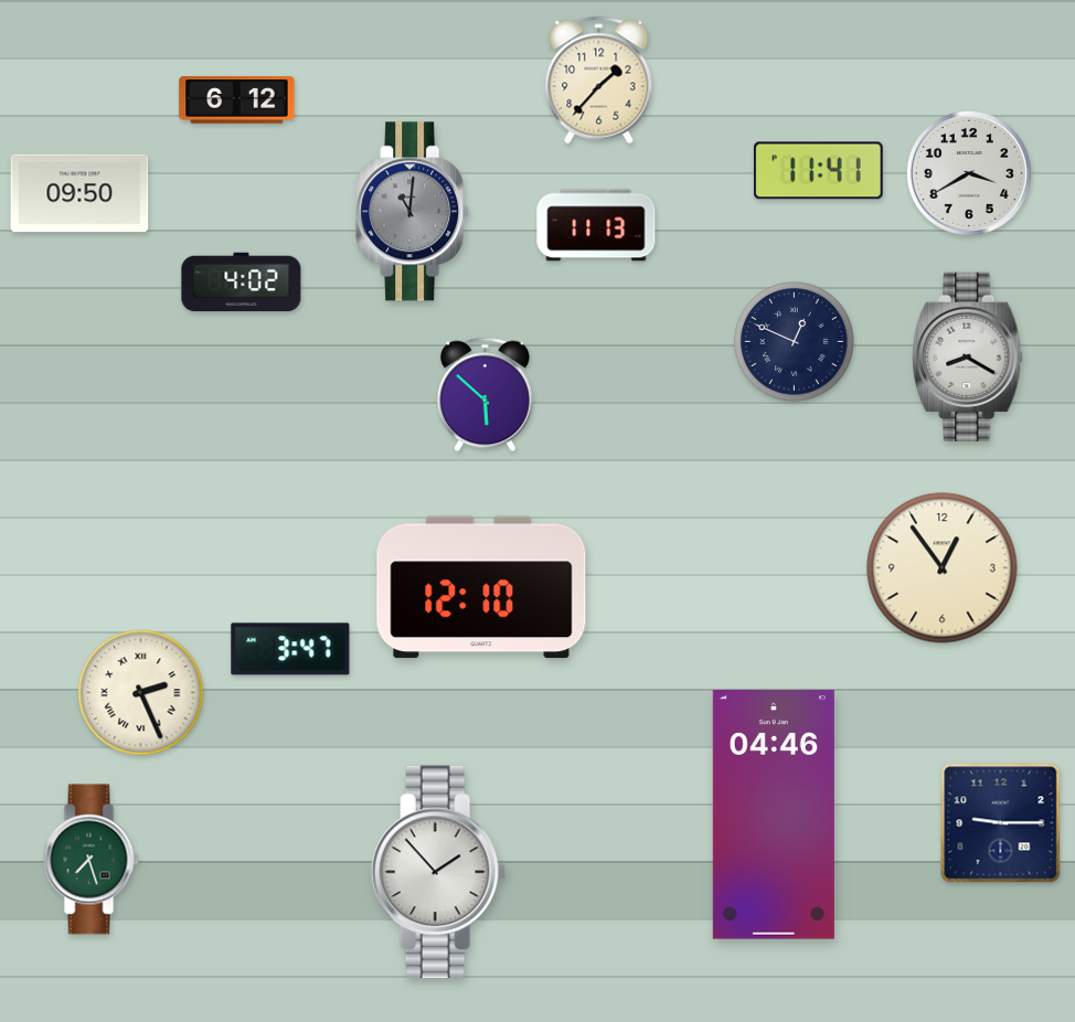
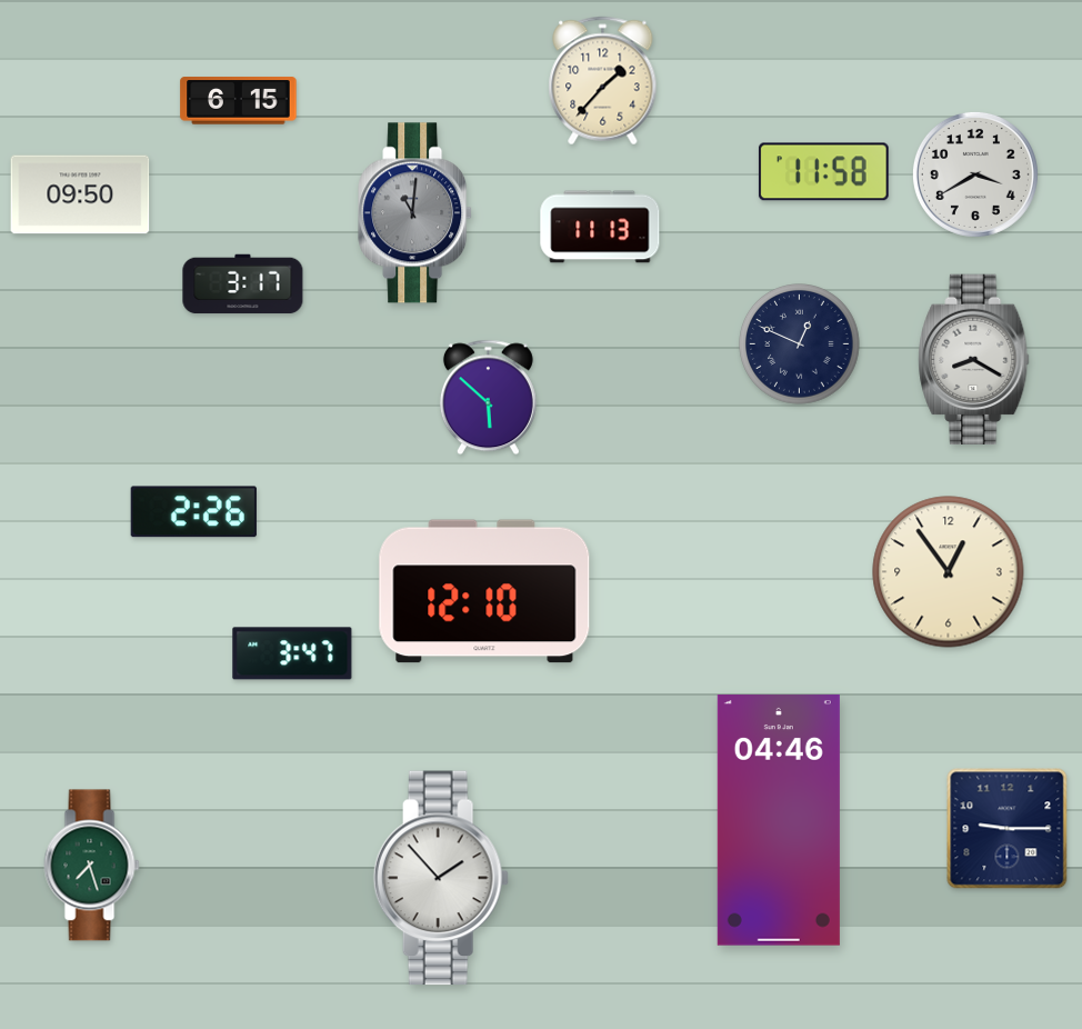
clock at (237, 100): 6:12 -> 6:15
clock at (818, 171): 11:41 -> 11:58
clock at (242, 283): 4:02 -> 3:17
clock at (193, 512): none -> 2:26
clock at (141, 693): 2:26 -> none
